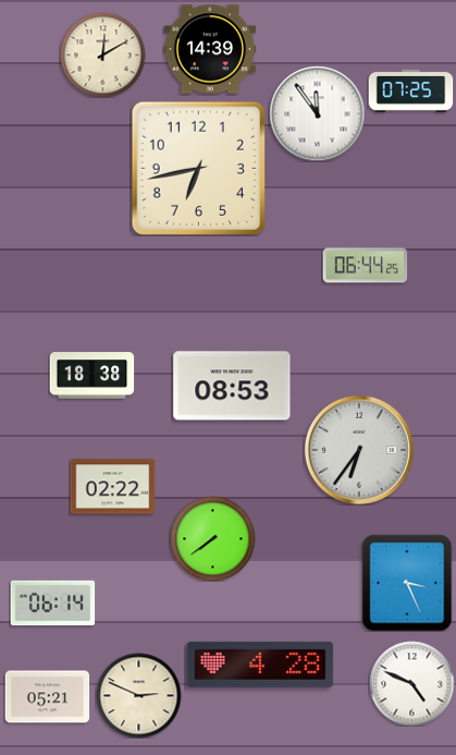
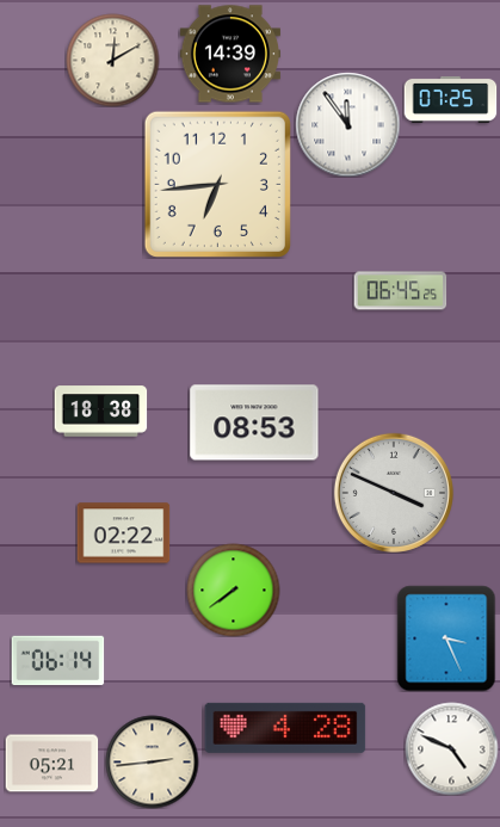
clock at (198, 168): 6:43 -> 6:44
clock at (365, 266): 06:44 -> 06:45
clock at (359, 450): 6:36 -> 3:49
clock at (138, 695): 2:49 -> 2:44
